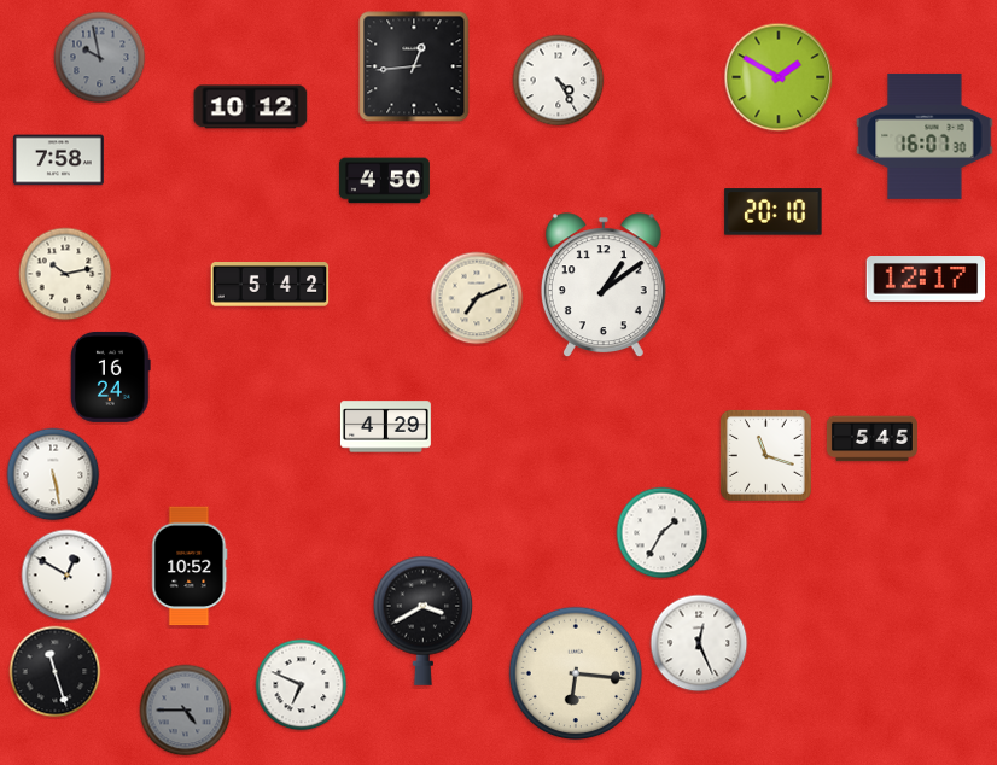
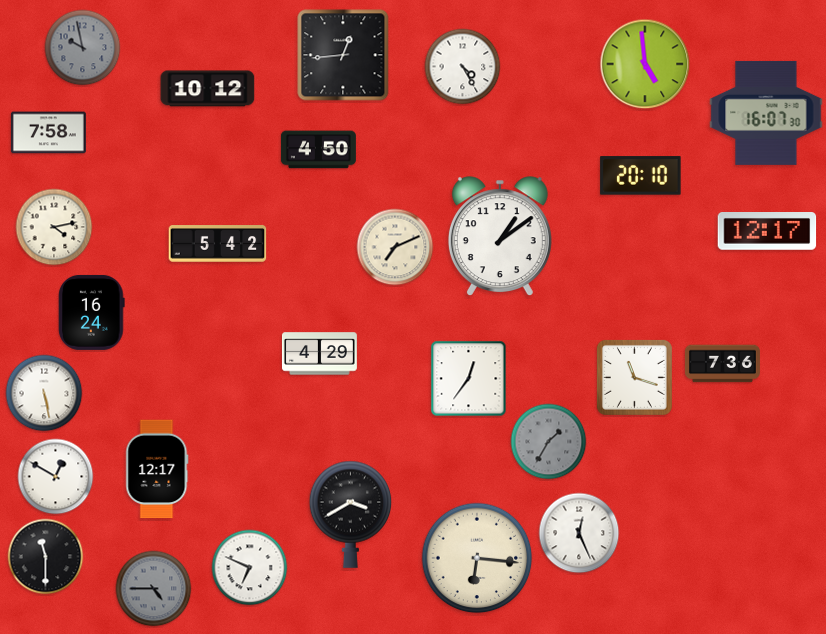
clock at (779, 77): 1:50 -> 4:59
clock at (65, 274): 10:13 -> 4:13
clock at (270, 285) position: (270, 285) -> (218, 244)
clock at (871, 439): 5:45 -> 7:36
clock at (469, 379): none -> 12:36
clock at (663, 533) dial: white -> grey
clock at (190, 566): 10:52 -> 12:17
clock at (56, 672): 11:27 -> 11:30
